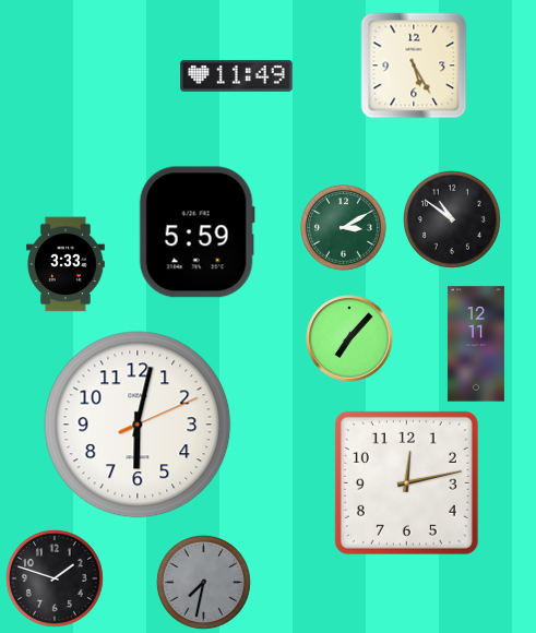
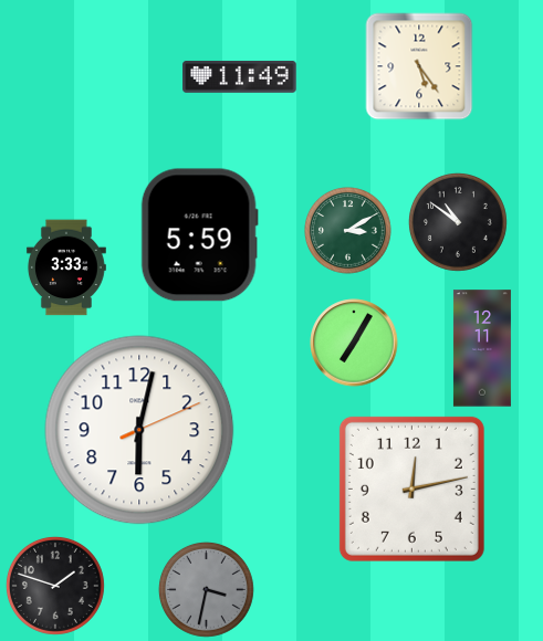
clock at (414, 65): 5:25 -> 5:24
clock at (349, 338): 7:07 -> 7:05
clock at (203, 582): 7:32 -> 3:32
